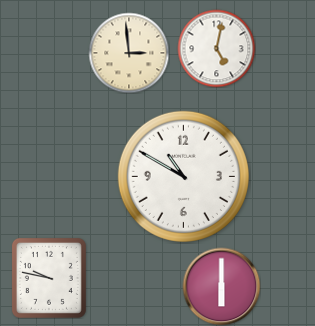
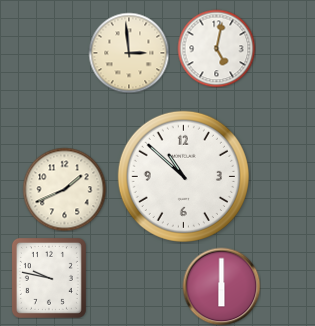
clock at (183, 176): 10:50 -> 10:52
clock at (64, 189): none -> 1:41
